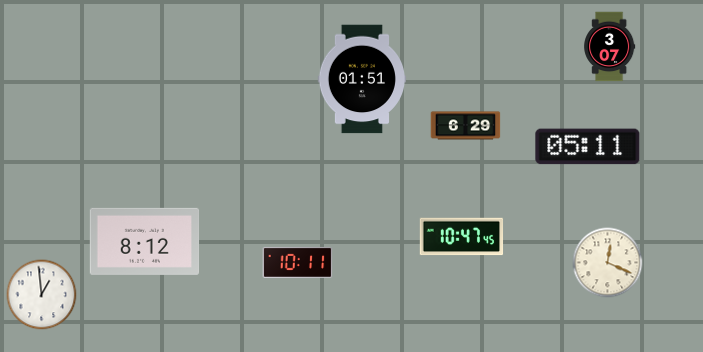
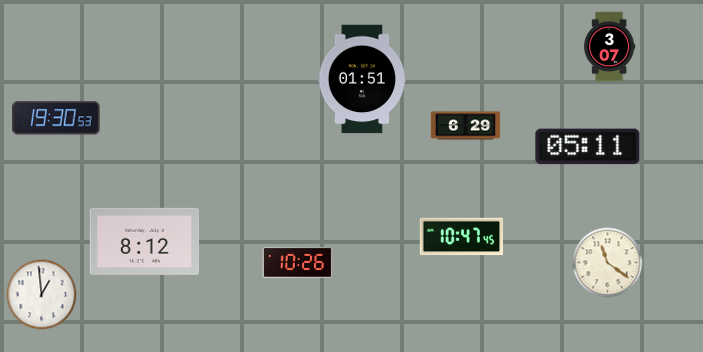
clock at (56, 118): none -> 19:30
clock at (298, 262): 10:11 -> 10:26
clock at (608, 263): 12:19 -> 11:21
